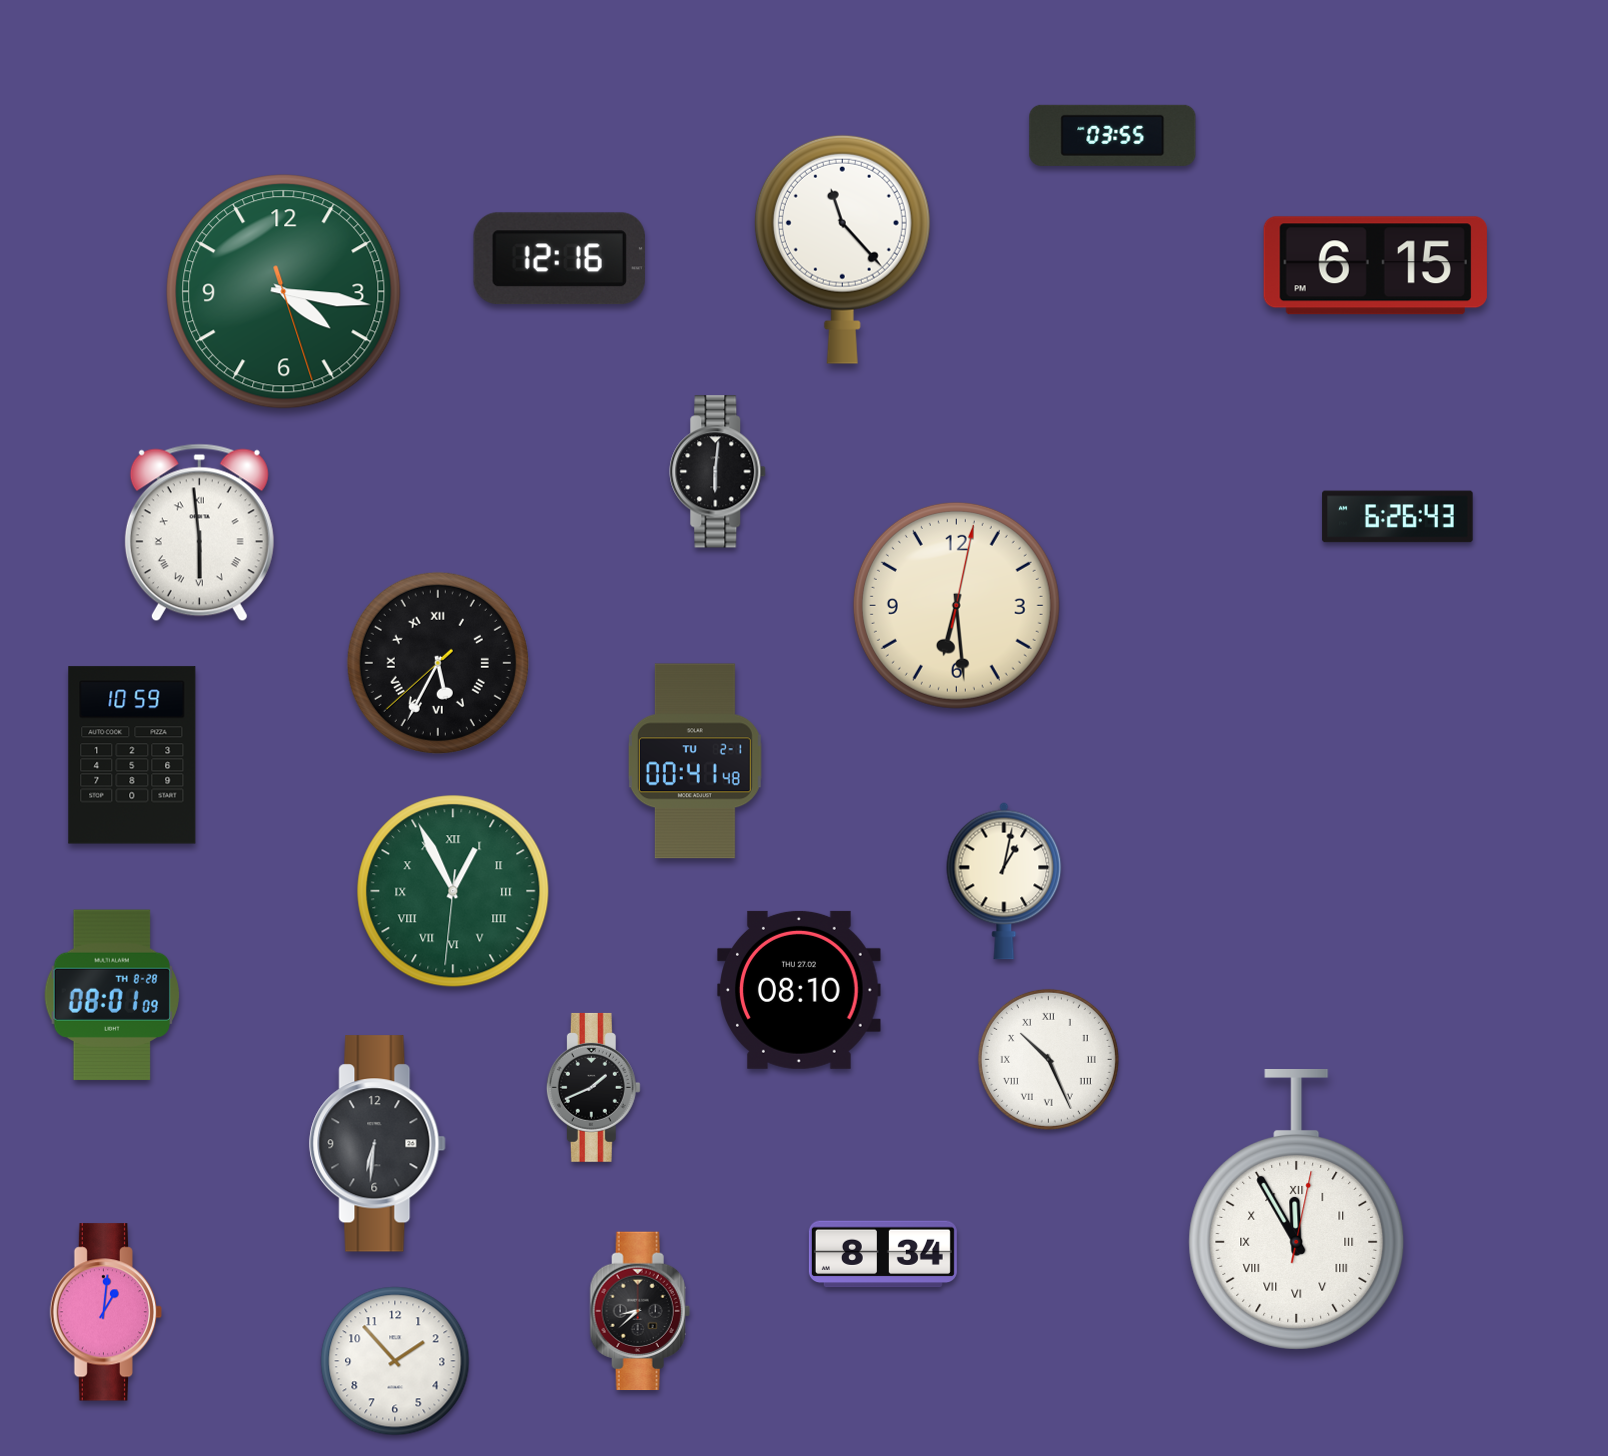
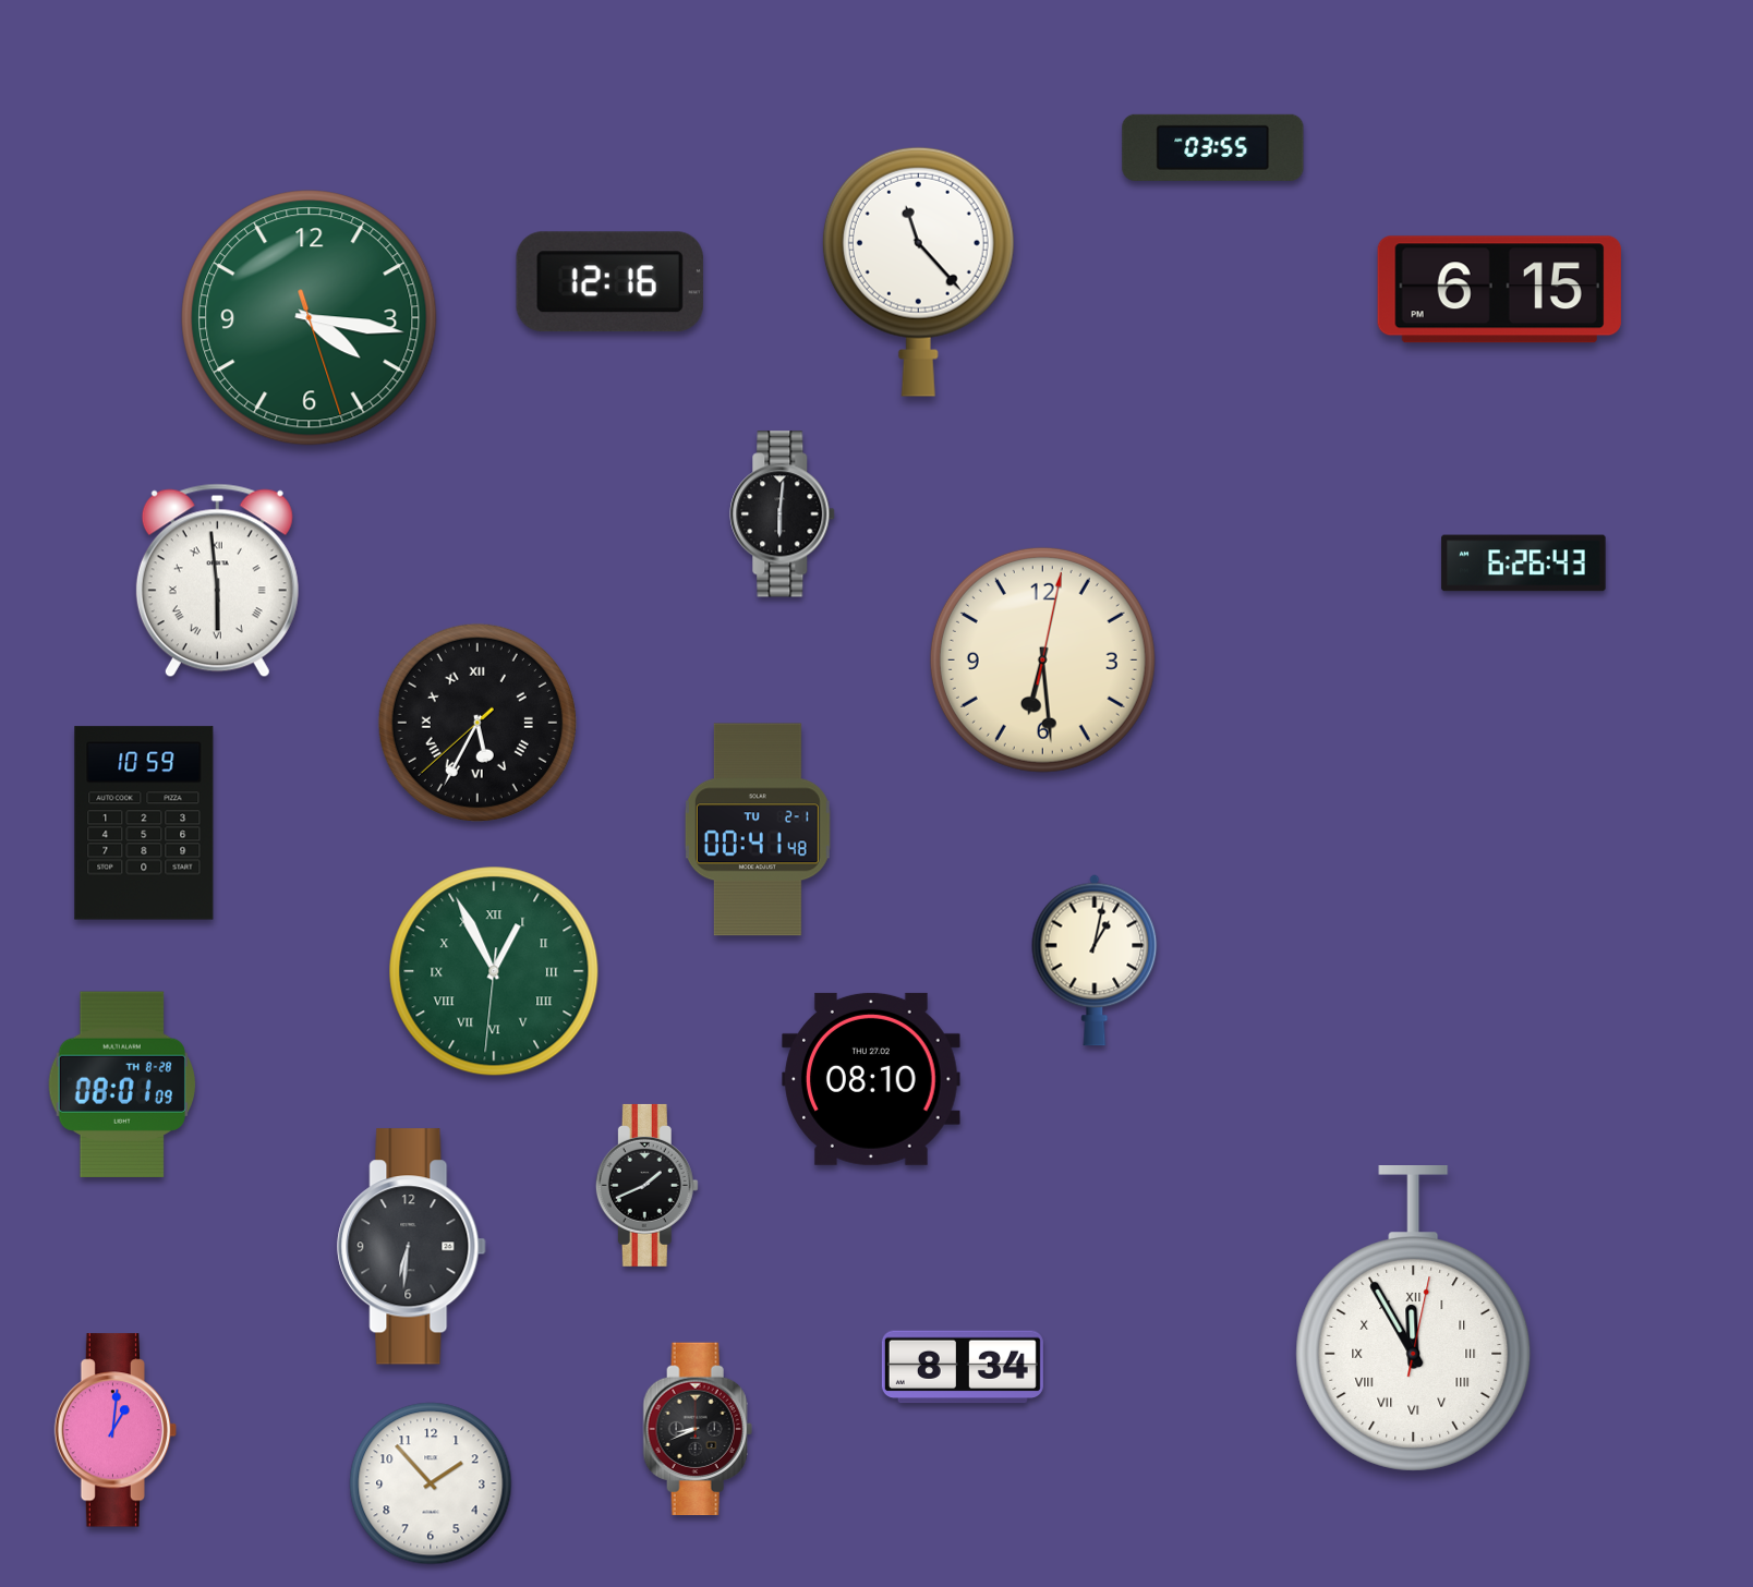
clock at (1048, 1059): 10:26 -> none
clock at (640, 1311): 8:38 -> 8:41
